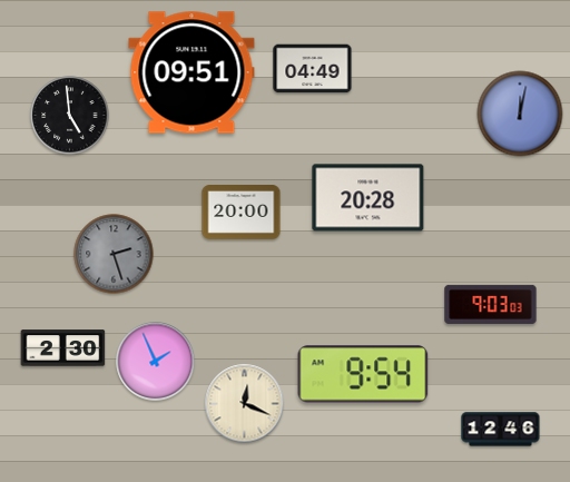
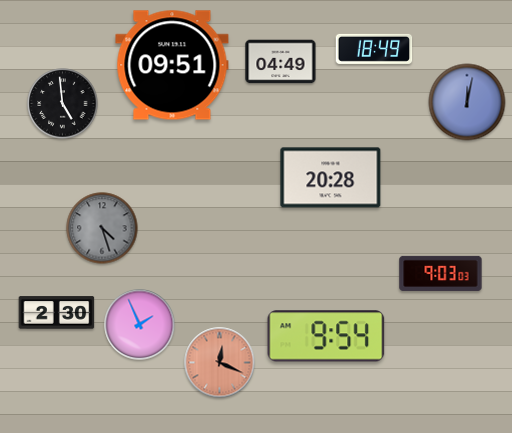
clock at (374, 49): none -> 18:49
clock at (242, 213): 20:00 -> none
clock at (114, 254): 2:27 -> 4:27
clock at (245, 404) dial: cream -> salmon
clock at (501, 430): 12:46 -> none
